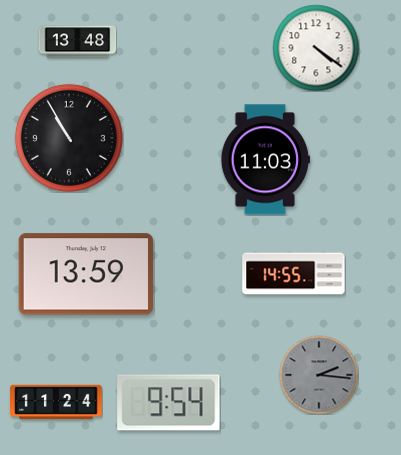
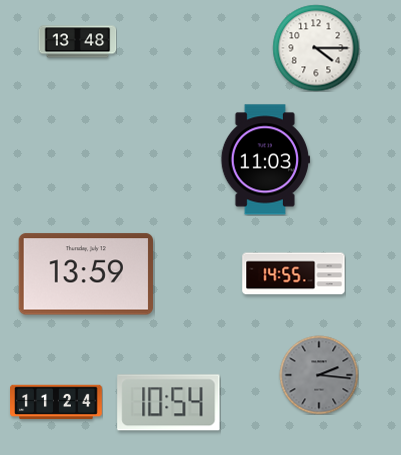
clock at (316, 48): 4:21 -> 4:15
clock at (69, 138): 10:55 -> none
clock at (169, 403): 9:54 -> 10:54
